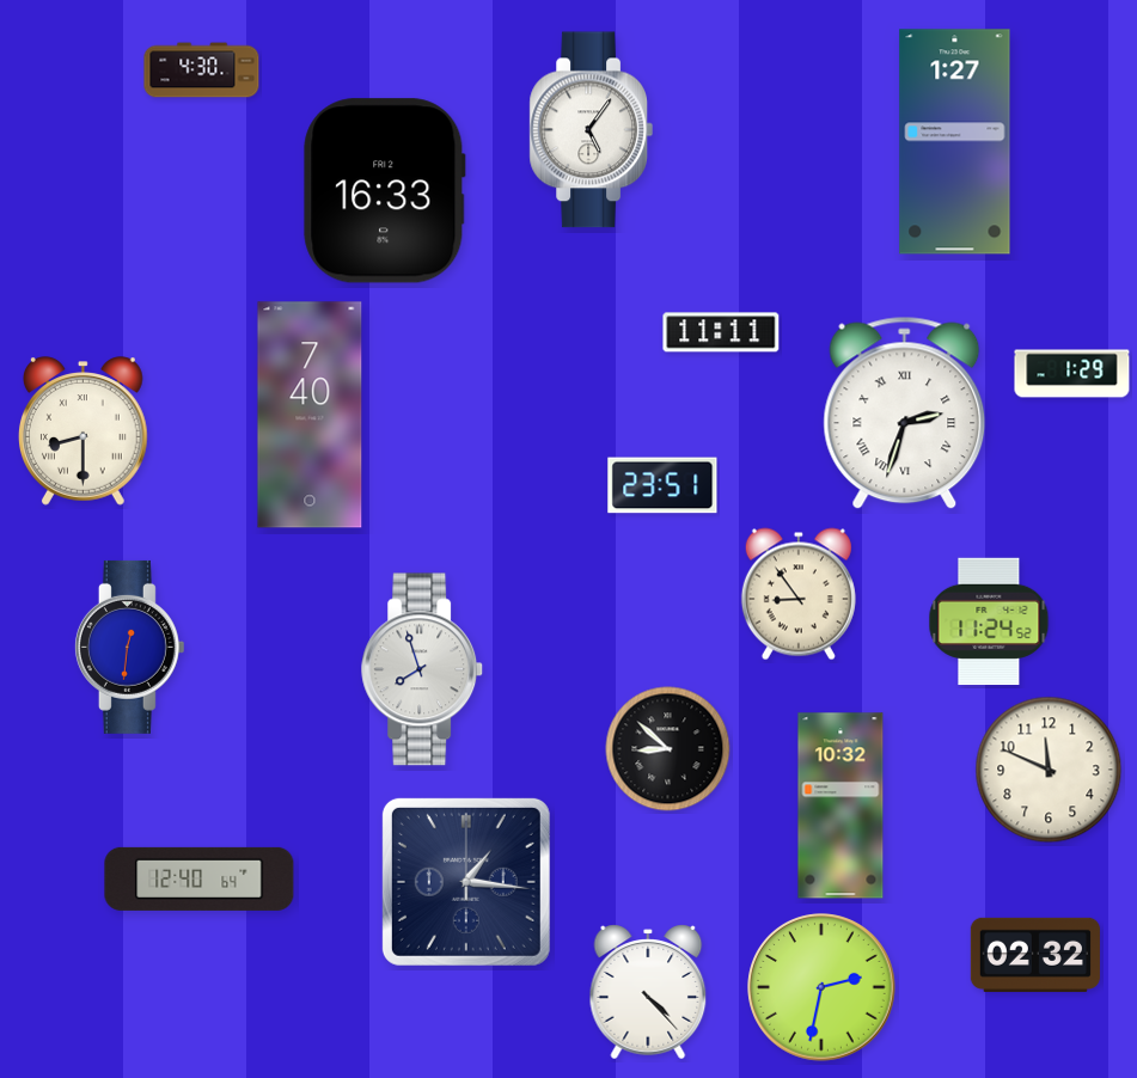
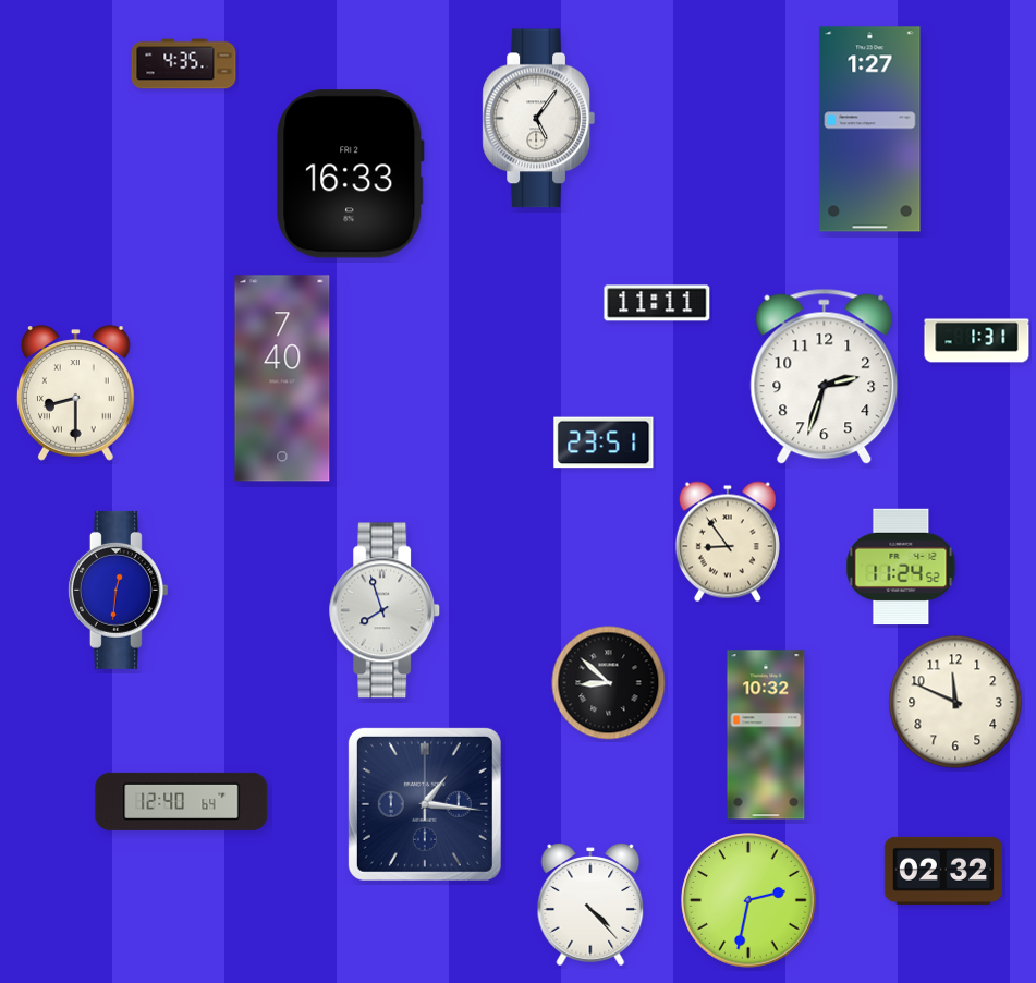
clock at (202, 71): 4:30 -> 4:35
clock at (1072, 374): 1:29 -> 1:31
clock at (905, 414) numerals: Roman -> Arabic
